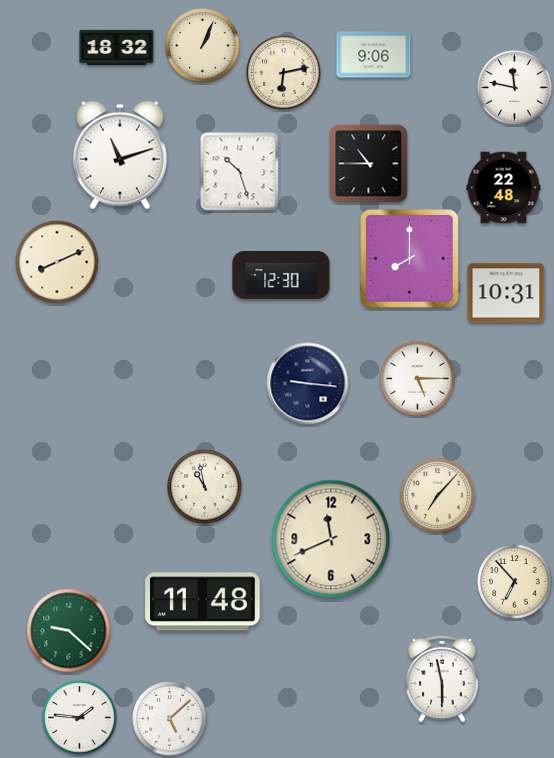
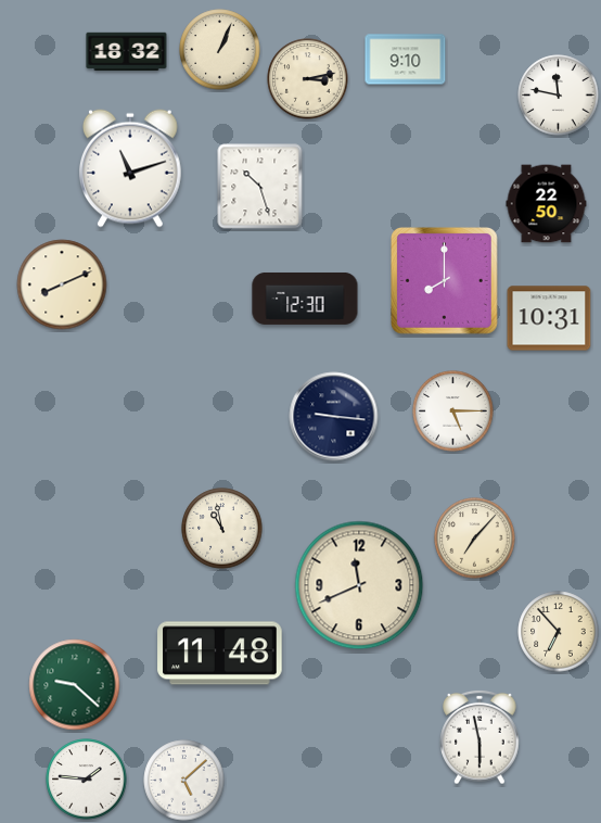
clock at (374, 55): 9:06 -> 9:10
clock at (284, 73): 6:13 -> 3:13
clock at (369, 164): 10:45 -> none
clock at (504, 188): 22:48 -> 22:50
